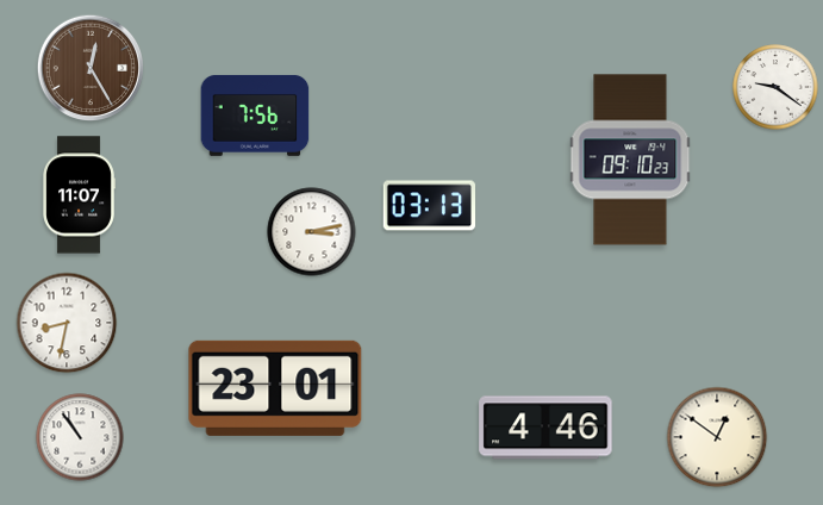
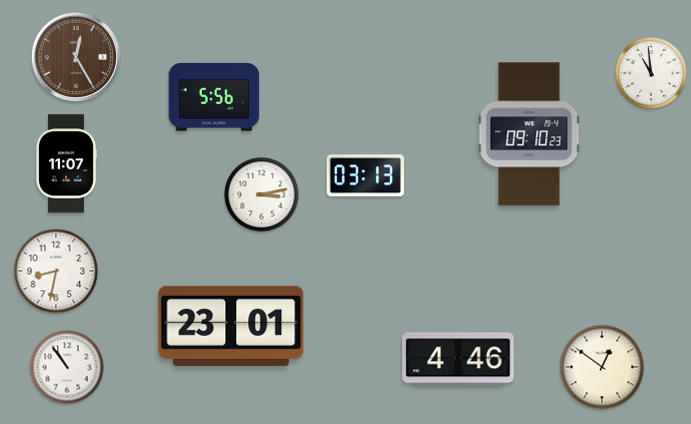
clock at (775, 87): 9:21 -> 10:59
clock at (255, 116): 7:56 -> 5:56
clock at (430, 206) position: (430, 206) -> (366, 176)
